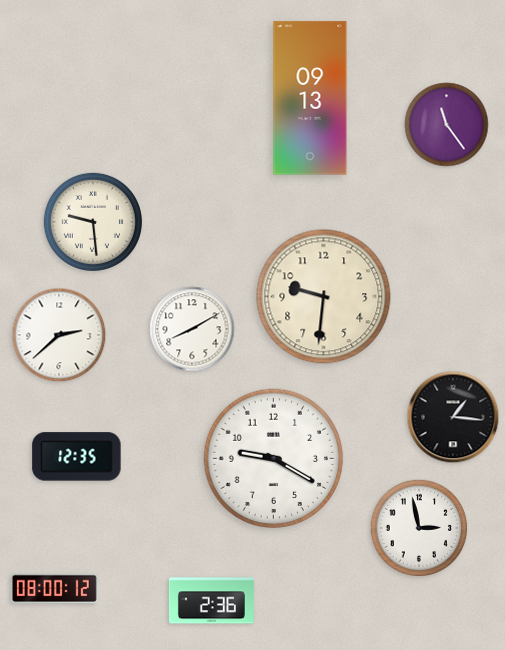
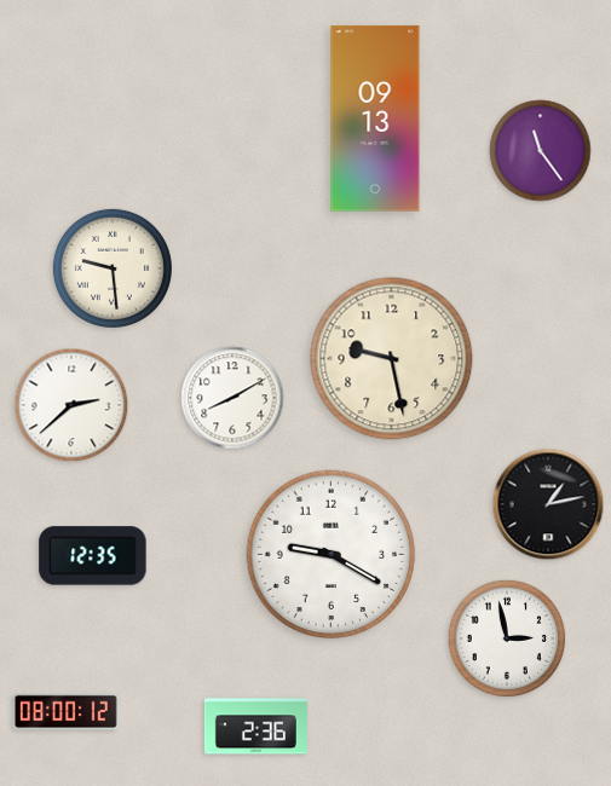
clock at (324, 297): 9:31 -> 9:28
clock at (453, 417): 1:16 -> 1:13
clock at (77, 457) position: (77, 457) -> (93, 556)
